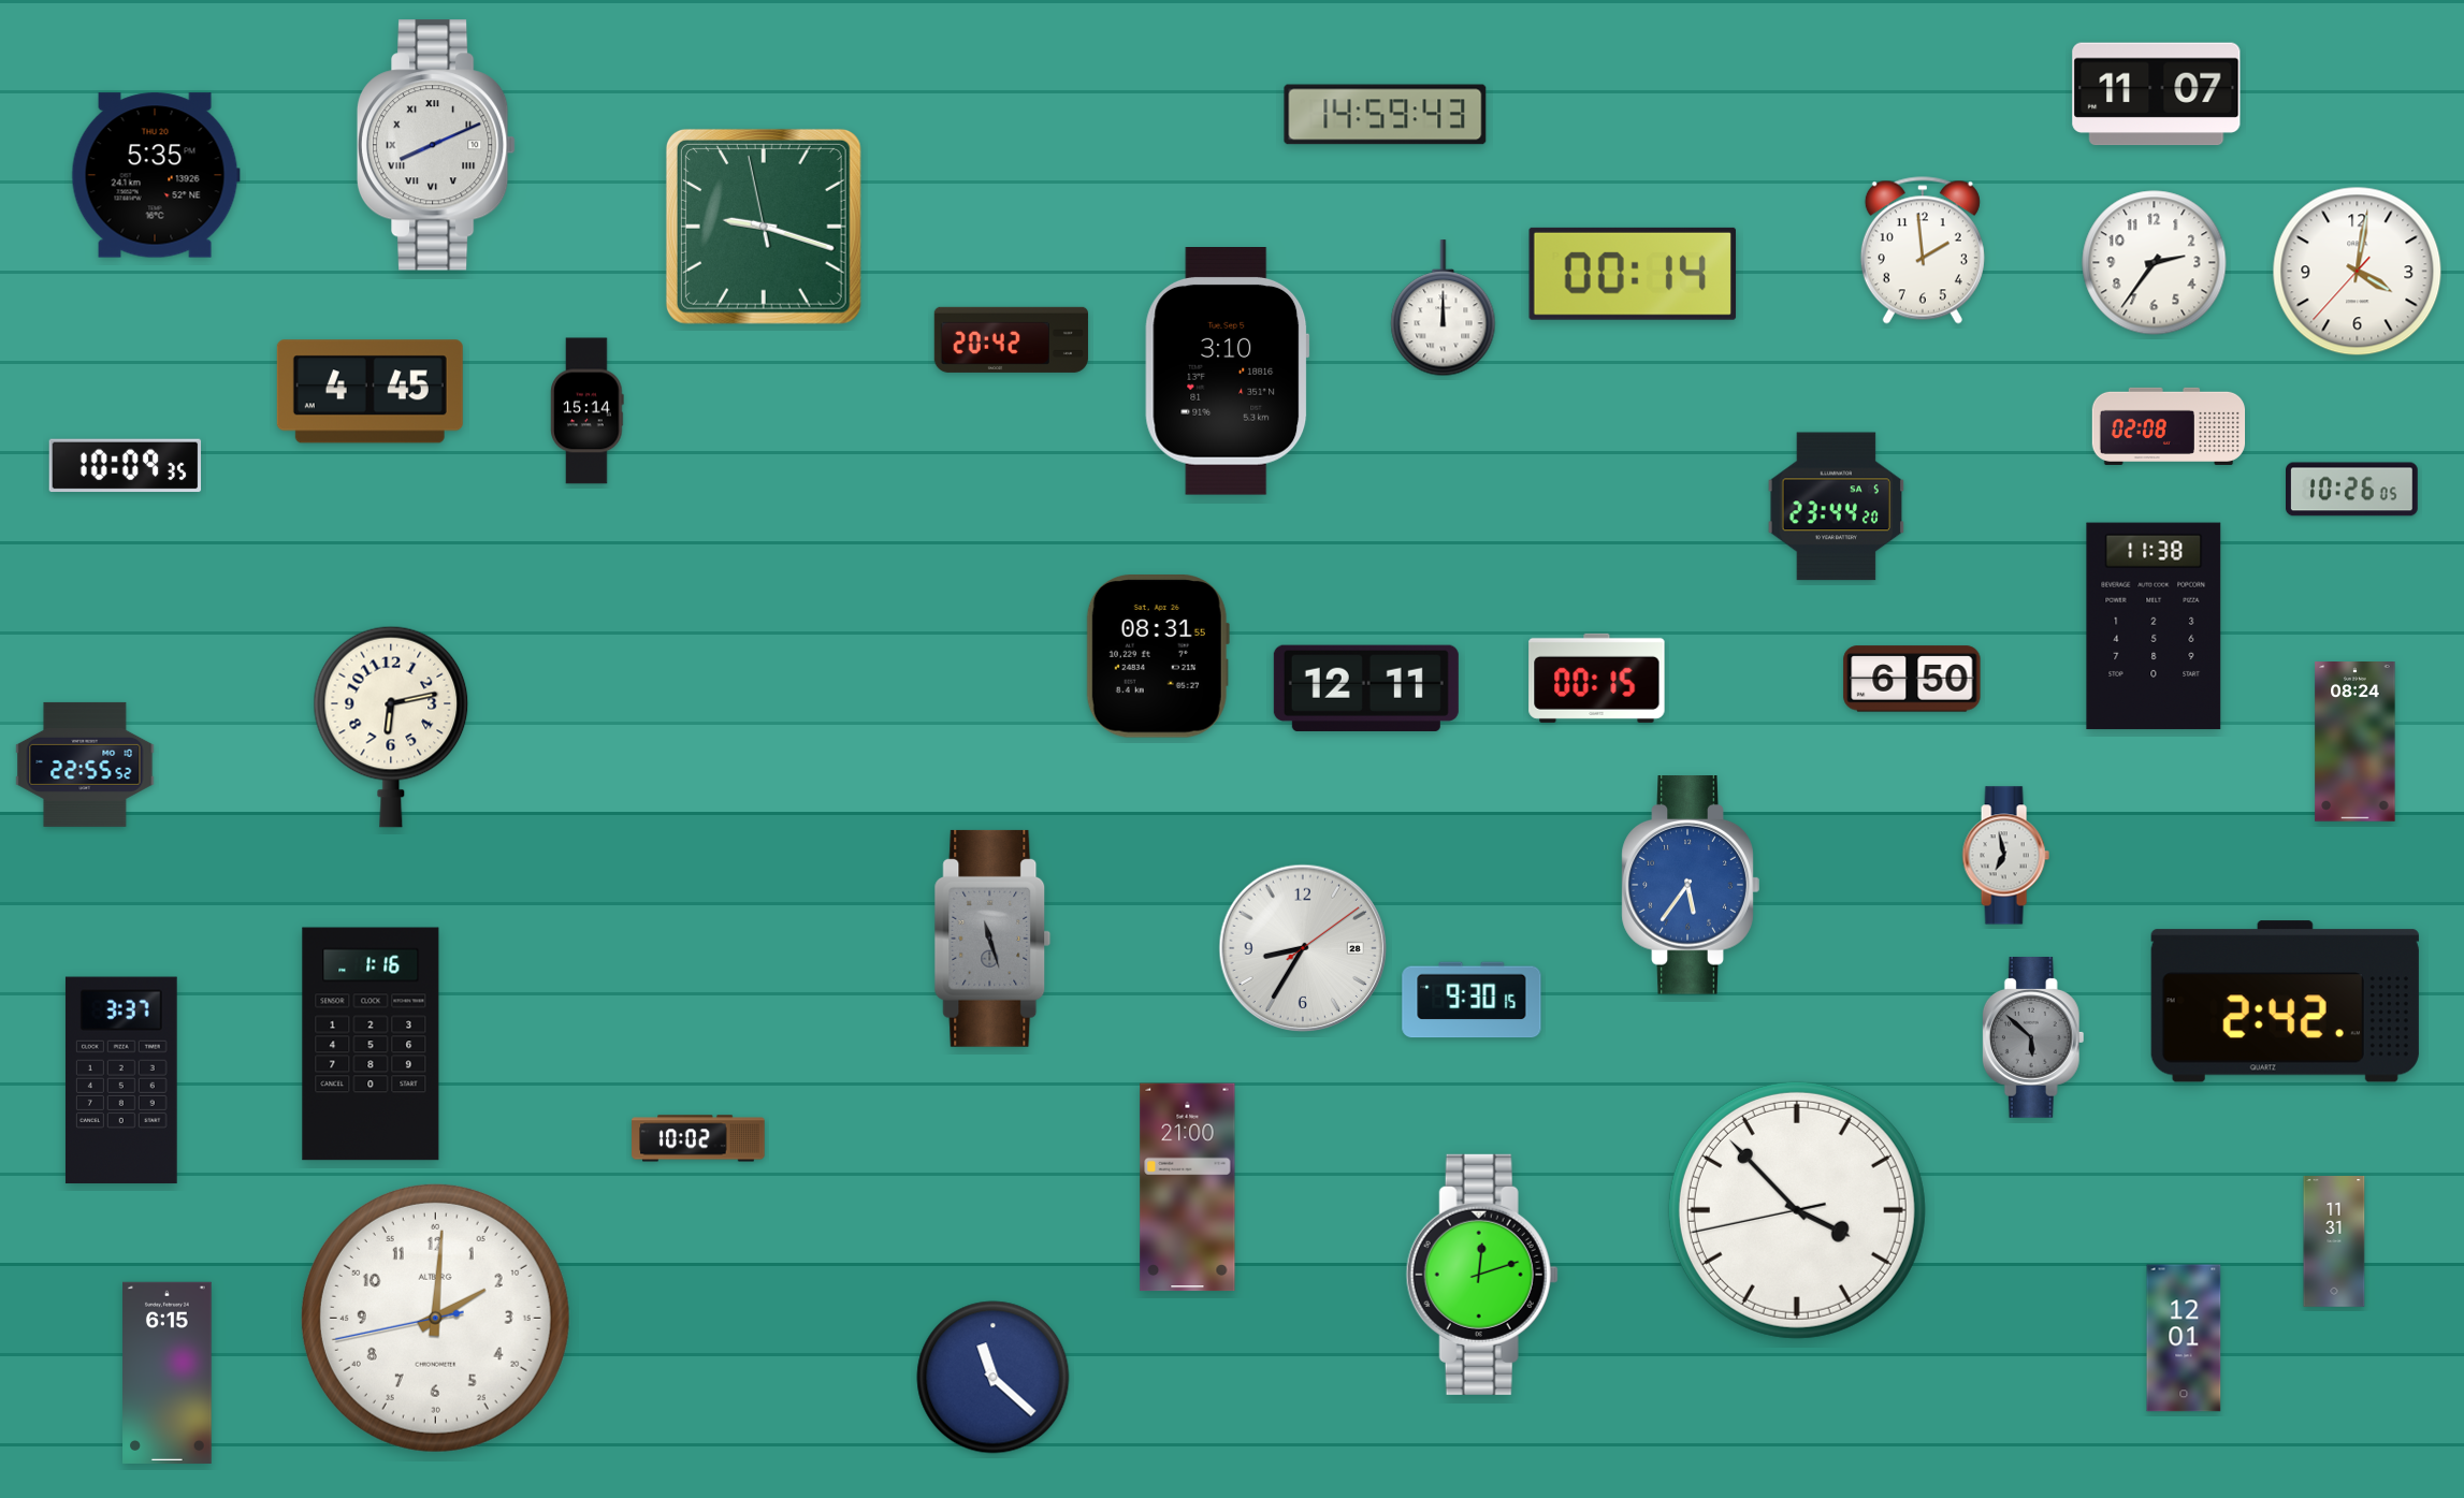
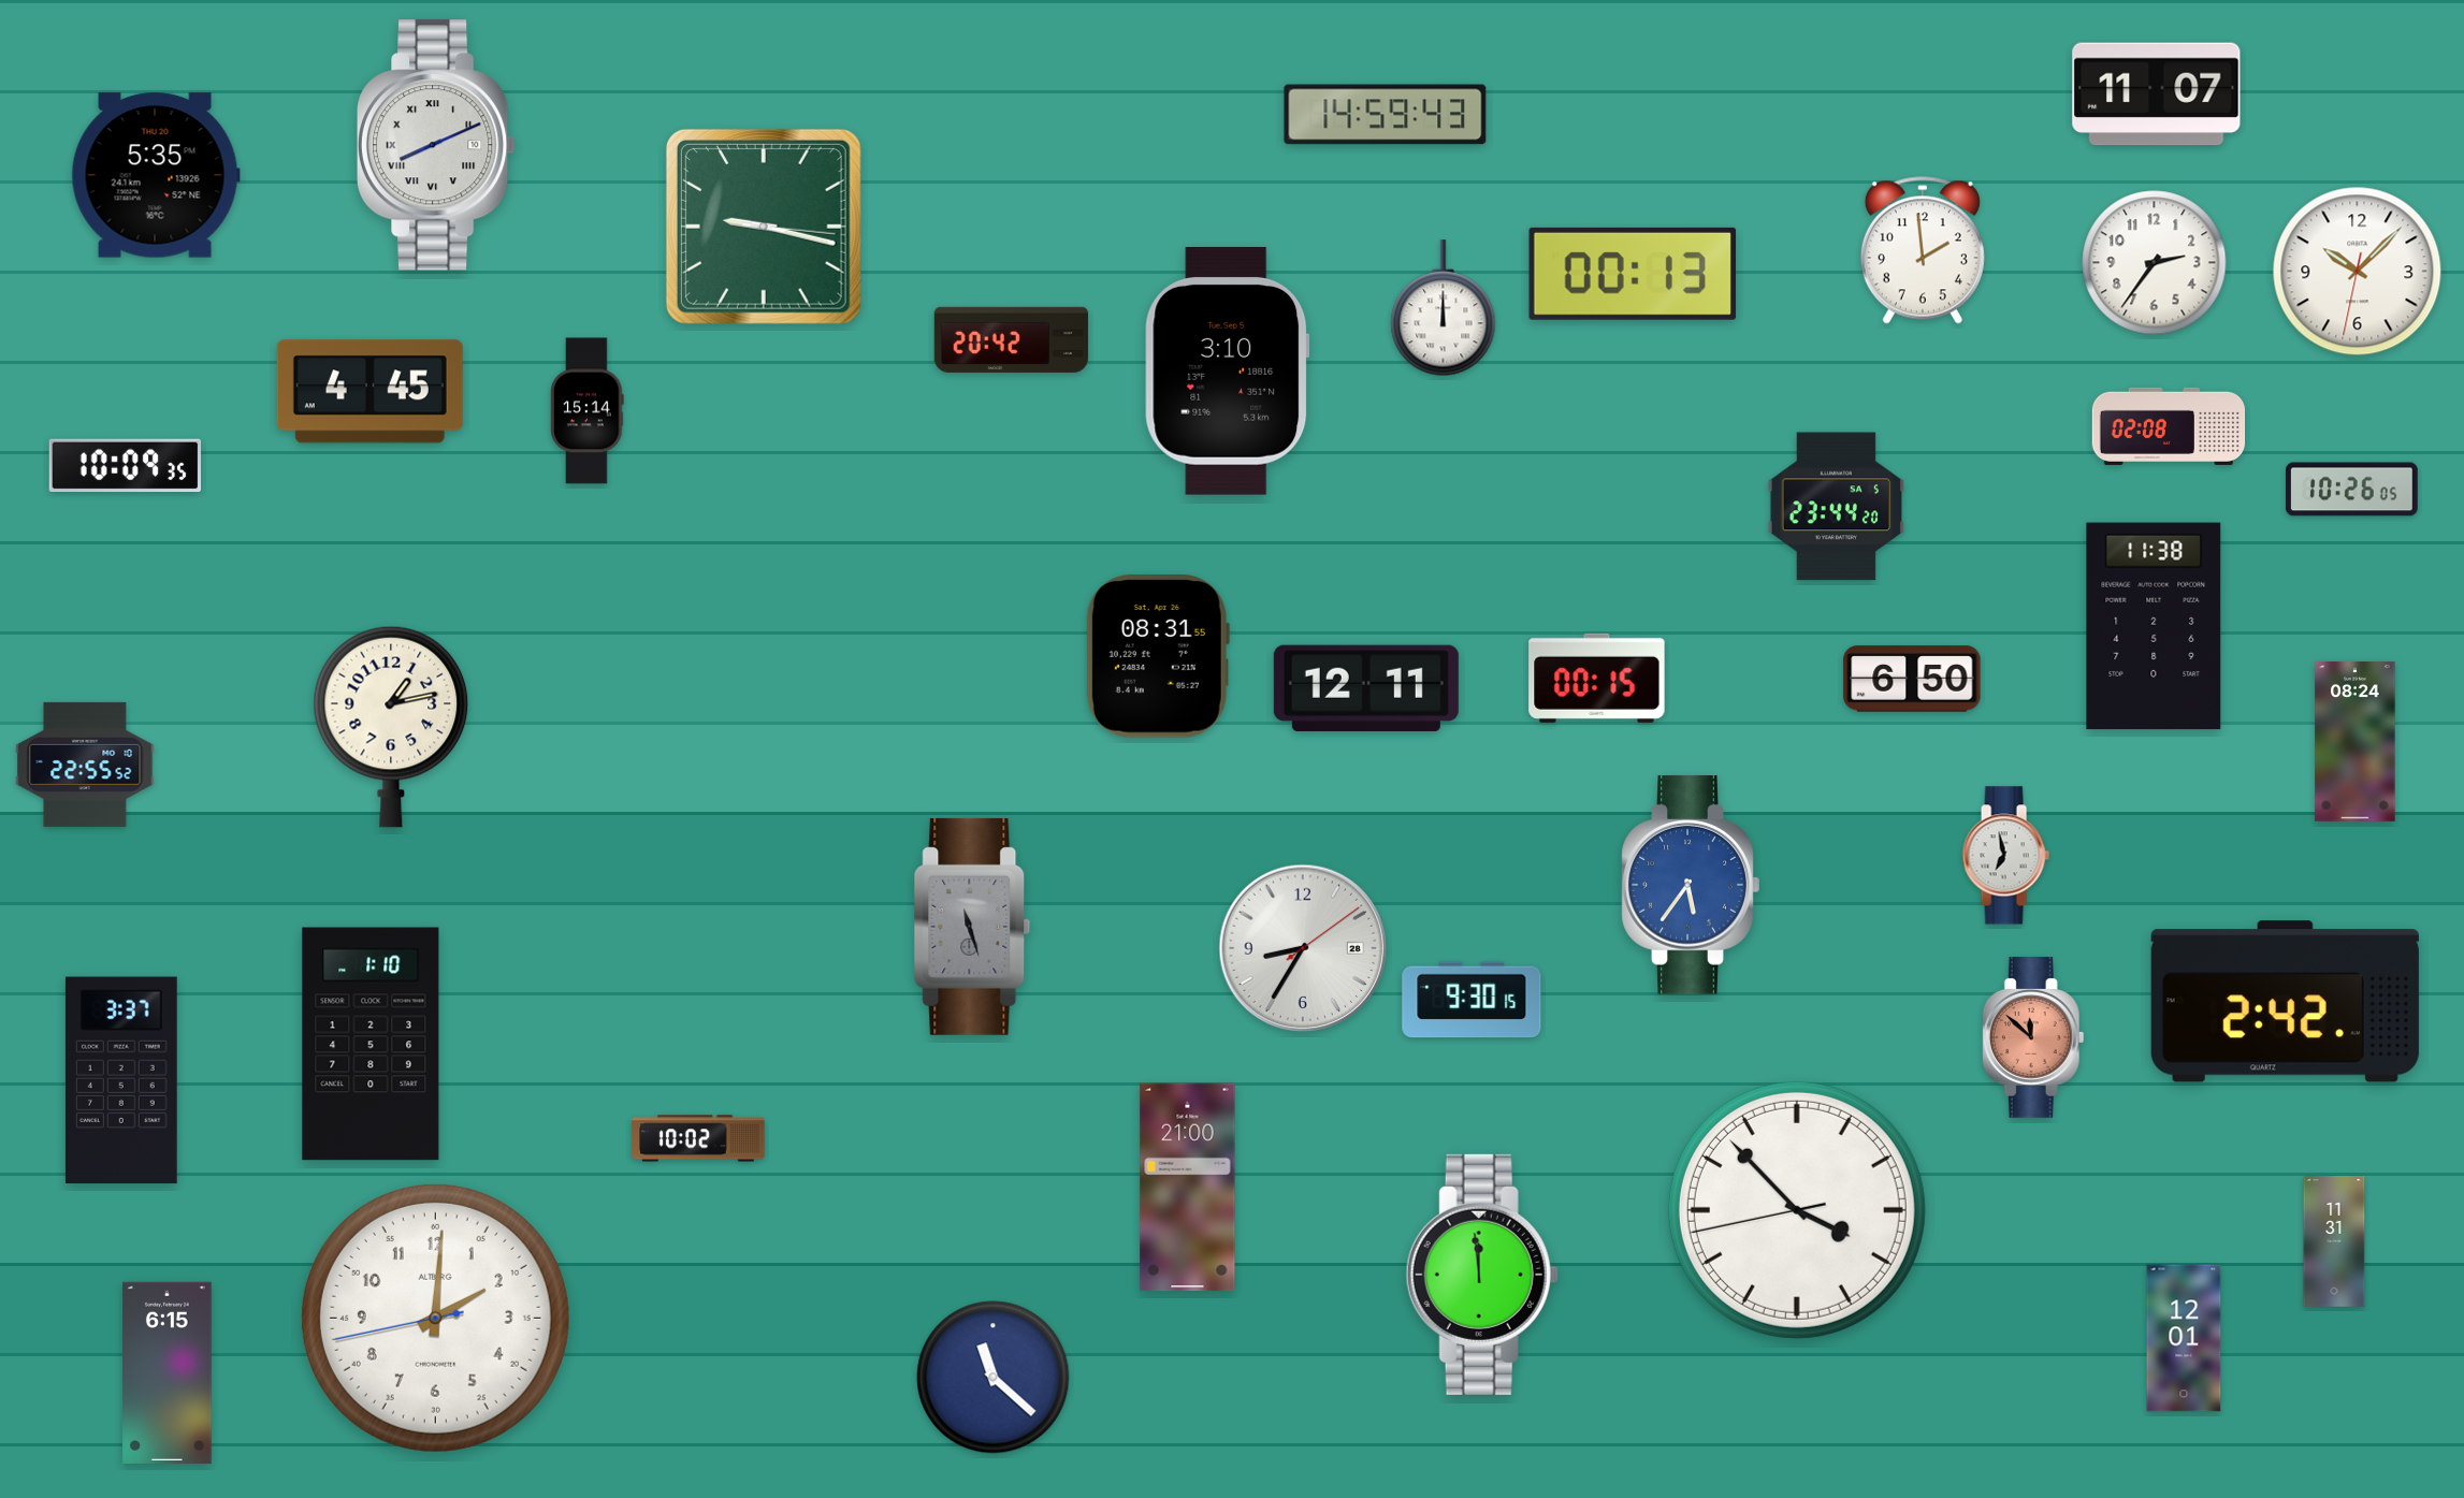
clock at (764, 227): 9:17:58 -> 9:17:16
clock at (2358, 272): 4:01 -> 10:07
clock at (1633, 274): 00:14 -> 00:13
clock at (391, 727): 6:13 -> 1:13
clock at (992, 939) position: (992, 939) -> (972, 927)
clock at (2033, 1038): 5:52 -> 11:52
clock at (2033, 1038) dial: grey -> salmon
clock at (371, 1044): 1:16 -> 1:10
clock at (1482, 1275): 12:12 -> 11:59
